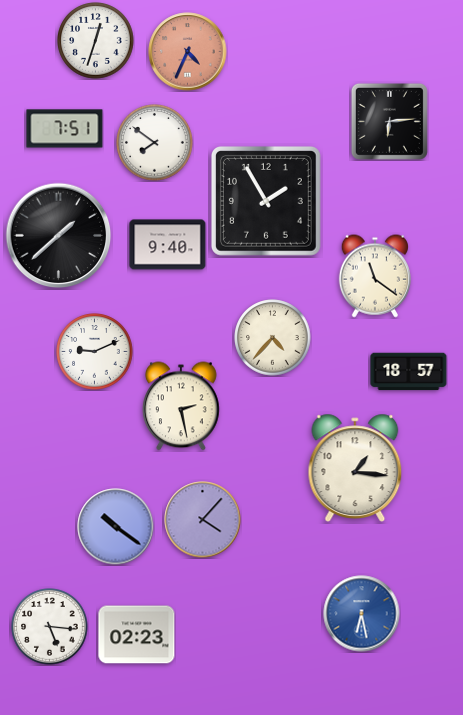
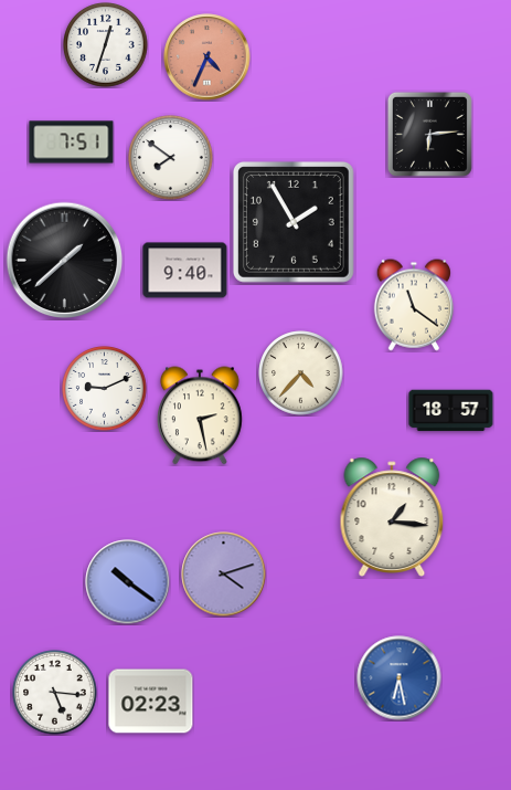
clock at (181, 406) position: (181, 406) -> (200, 415)
clock at (203, 520): 4:07 -> 4:12
